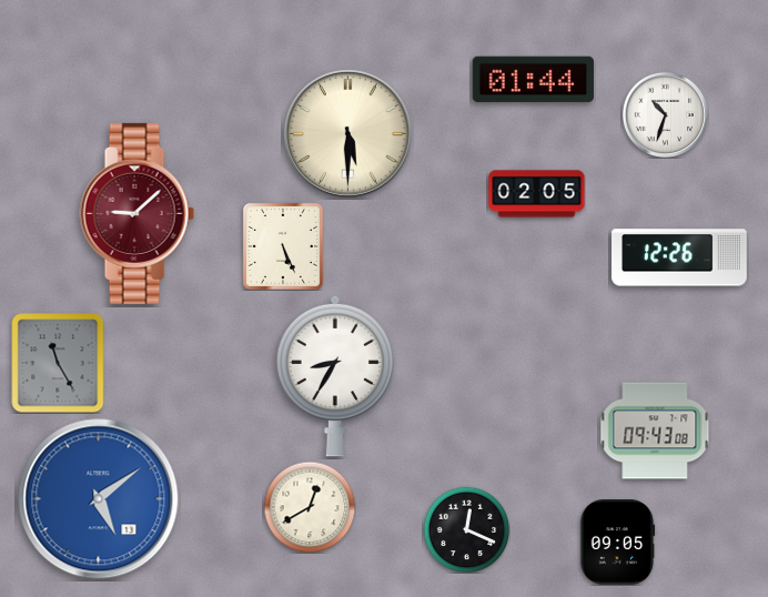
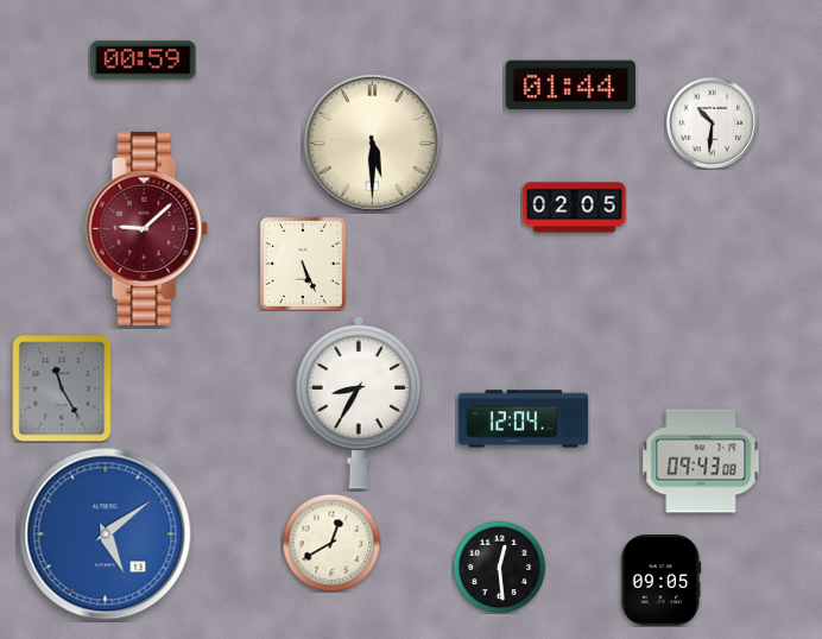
clock at (144, 61): none -> 00:59
clock at (665, 114): 10:33 -> 10:31
clock at (679, 257): 12:26 -> none
clock at (524, 419): none -> 12:04
clock at (466, 529): 12:19 -> 12:29
